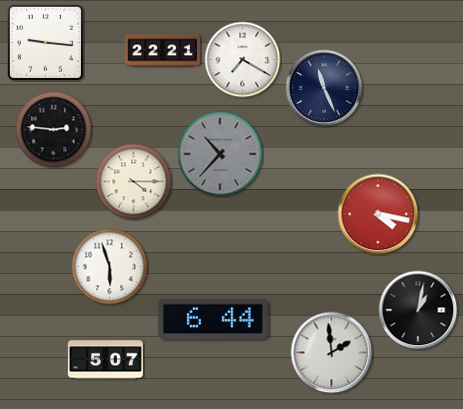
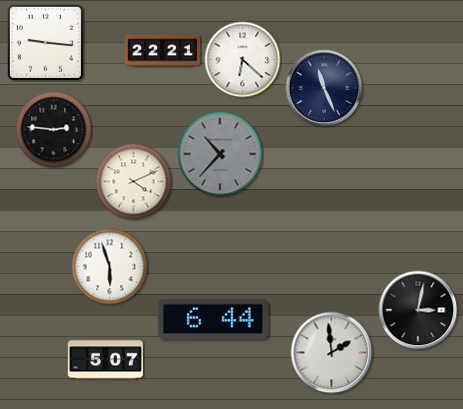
clock at (243, 60): 7:20 -> 6:22
clock at (134, 182): 4:15 -> 4:11
clock at (378, 214): 4:17 -> none
clock at (418, 310): 1:02 -> 3:02
